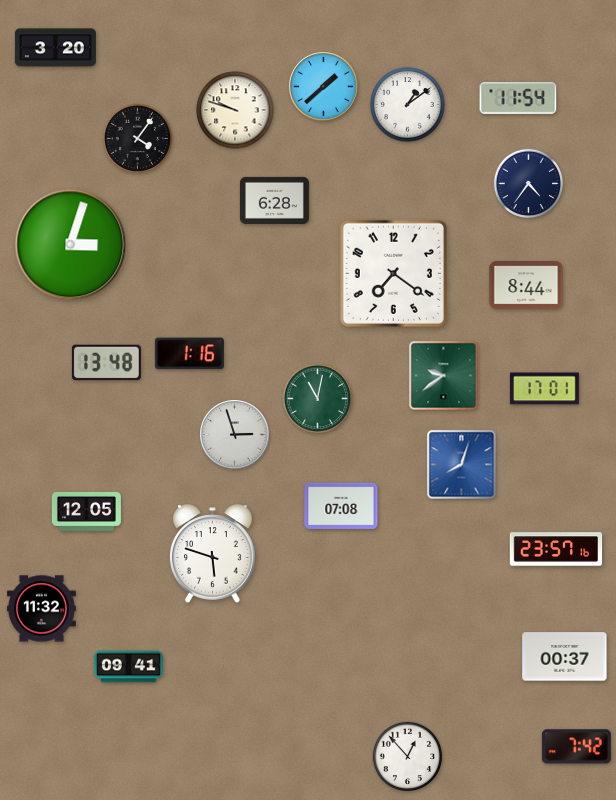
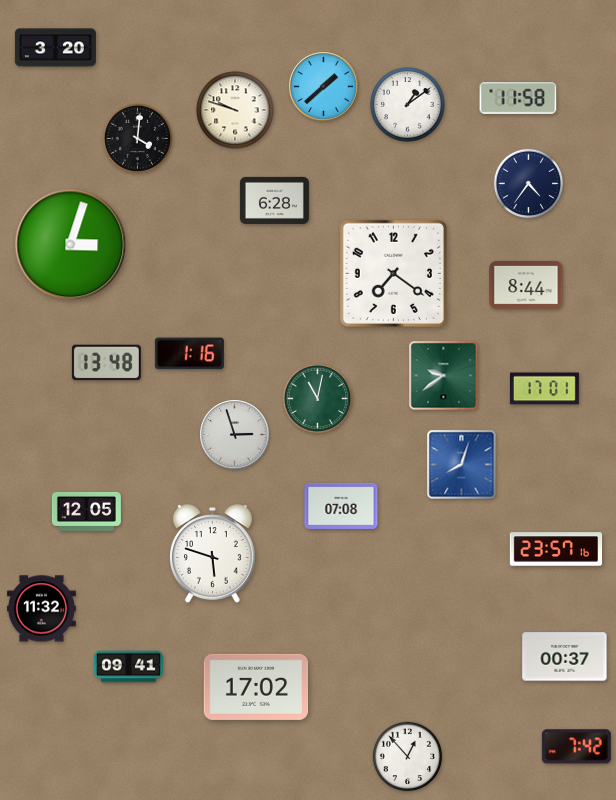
clock at (518, 99): 11:54 -> 11:58
clock at (138, 139): 4:06 -> 4:01
clock at (256, 687): none -> 17:02
